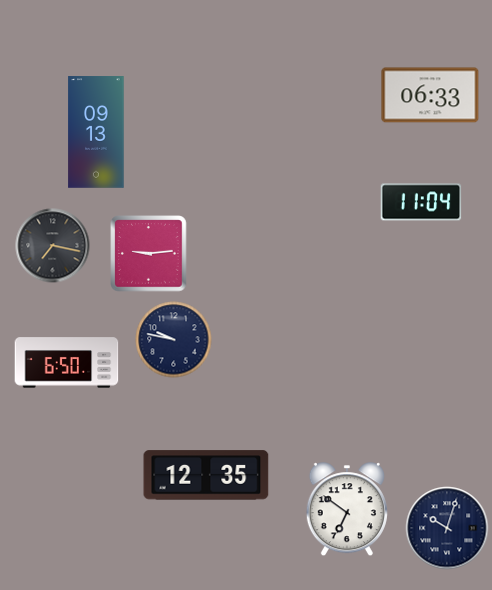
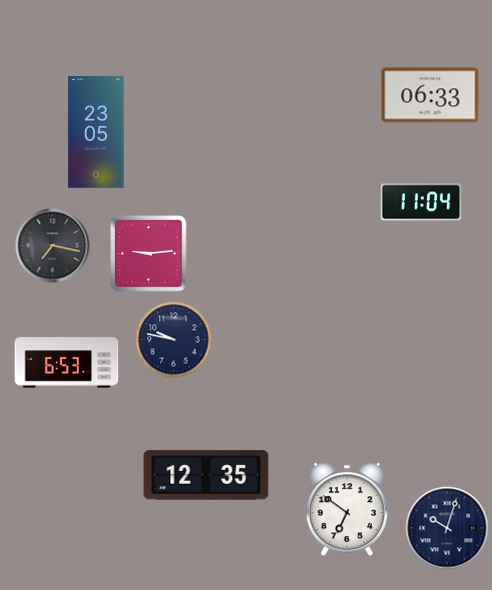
clock at (96, 132): 09:13 -> 23:05
clock at (67, 363): 6:50 -> 6:53
